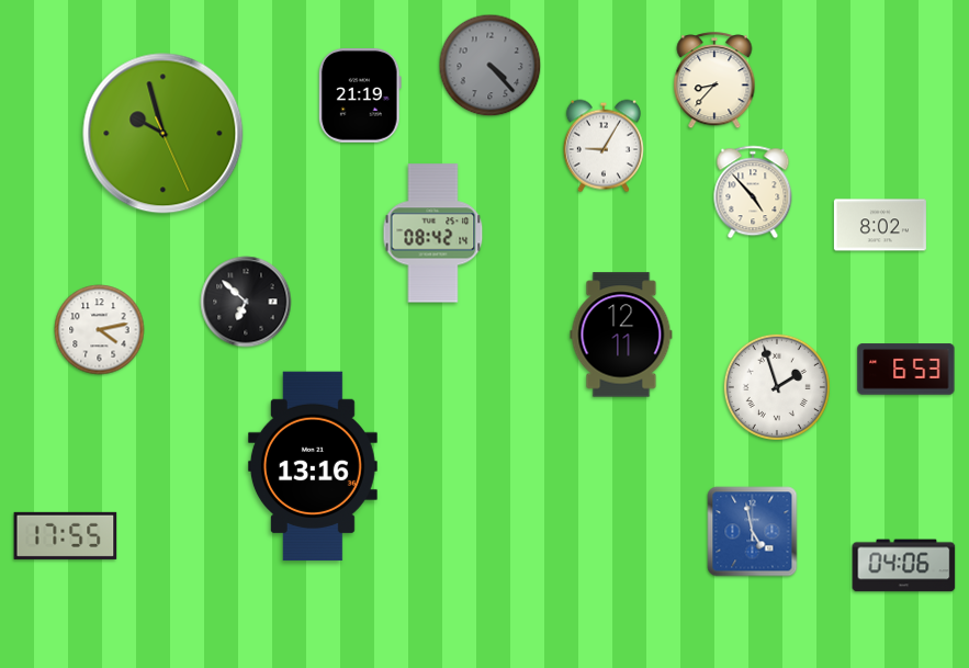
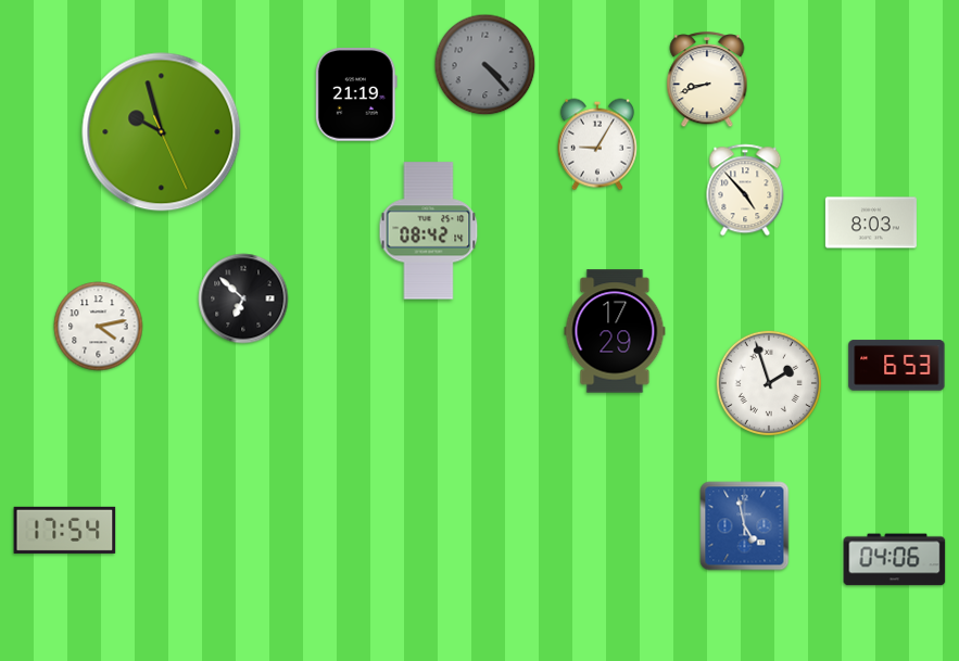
clock at (714, 81): 8:37 -> 8:42
clock at (880, 225): 8:02 -> 8:03
clock at (621, 335): 12:11 -> 17:29
clock at (313, 466): 13:16 -> none
clock at (66, 535): 17:55 -> 17:54
